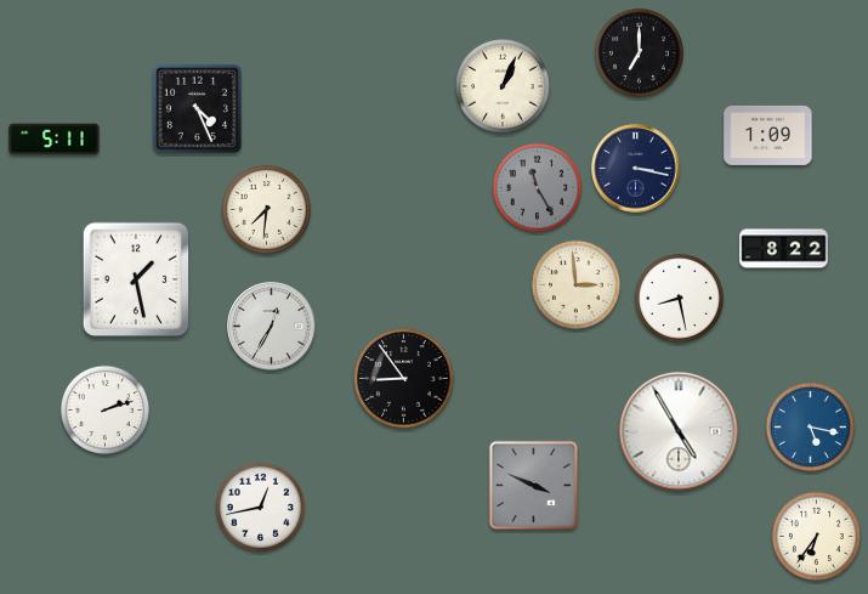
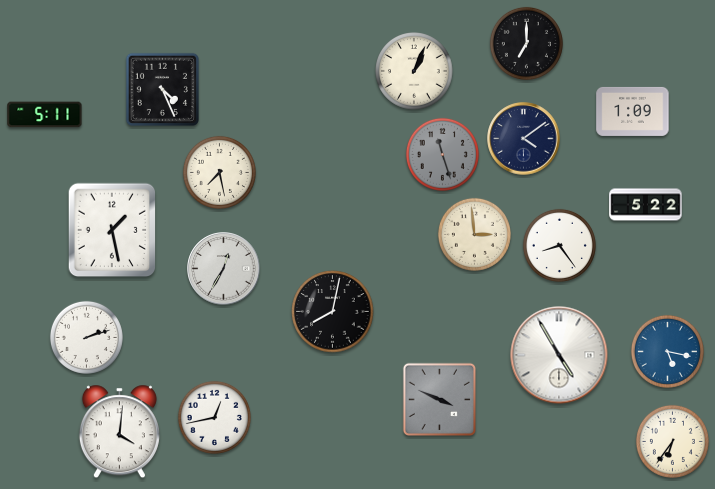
clock at (636, 169): 3:17 -> 4:09
clock at (537, 187): 11:25 -> 11:27
clock at (266, 209): 7:31 -> 7:28
clock at (784, 249): 8:22 -> 5:22
clock at (679, 298): 8:28 -> 8:24
clock at (404, 379): 8:54 -> 8:02
clock at (119, 432): none -> 4:01
